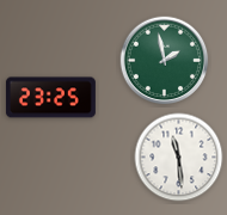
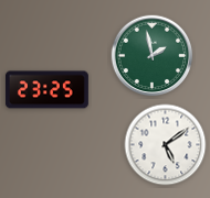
clock at (179, 158): 11:29 -> 5:09
